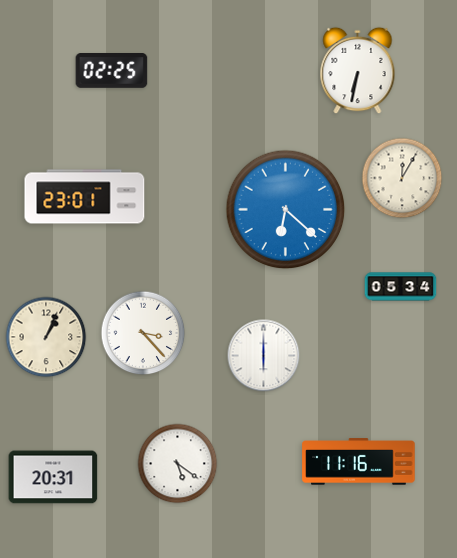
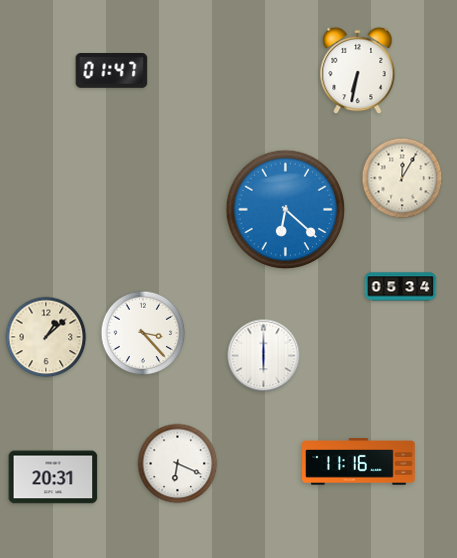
clock at (112, 71): 02:25 -> 01:47
clock at (85, 197): 23:01 -> none
clock at (46, 337): 1:04 -> 1:08
clock at (178, 464): 5:21 -> 6:19
